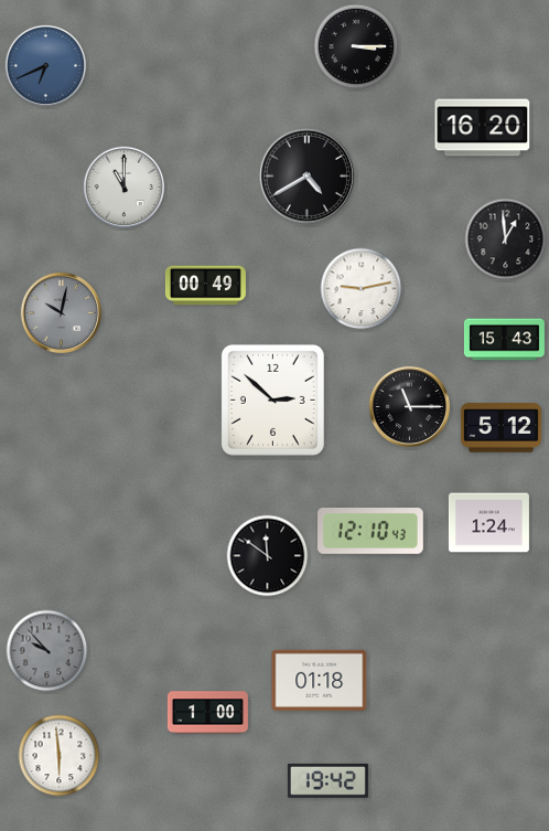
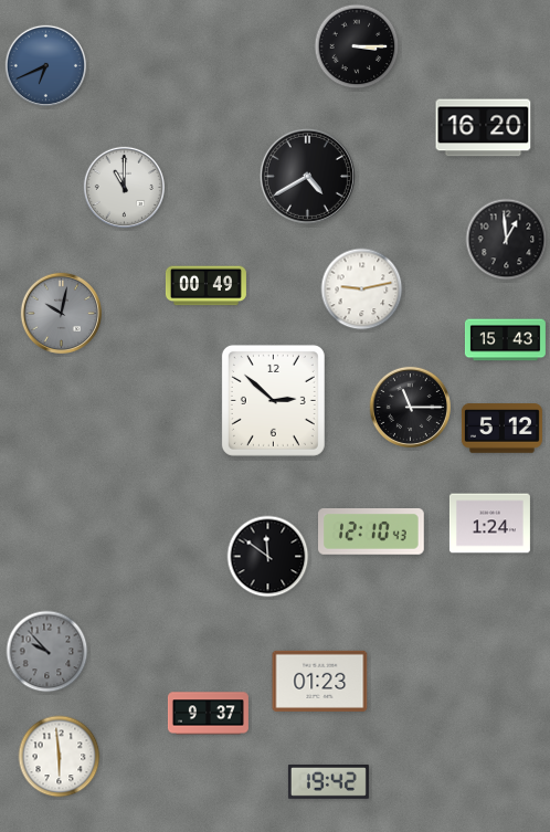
clock at (320, 680): 01:18 -> 01:23
clock at (207, 713): 1:00 -> 9:37
